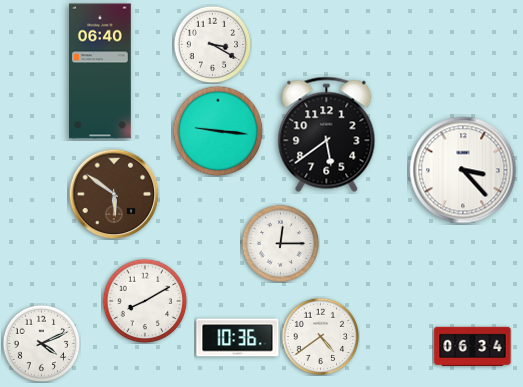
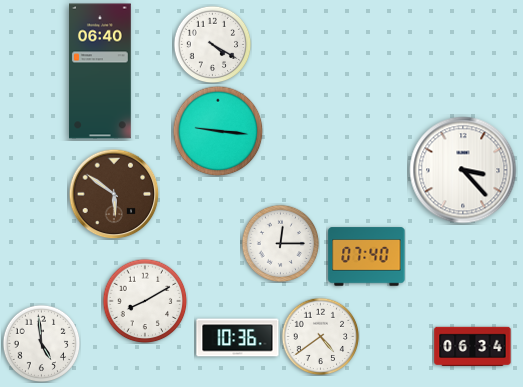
clock at (212, 44): 3:20 -> 4:20
clock at (327, 135): 5:39 -> none
clock at (367, 257): none -> 07:40
clock at (41, 343): 4:11 -> 4:59
